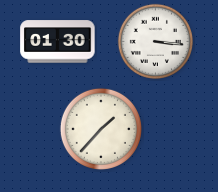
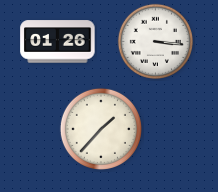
clock at (58, 42): 01:30 -> 01:26
